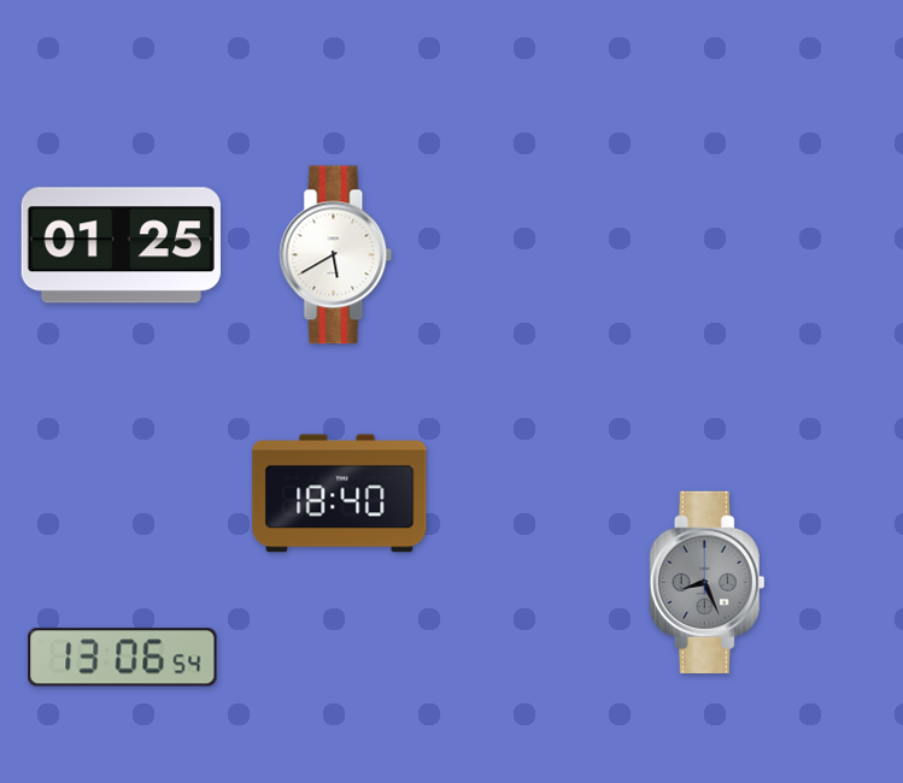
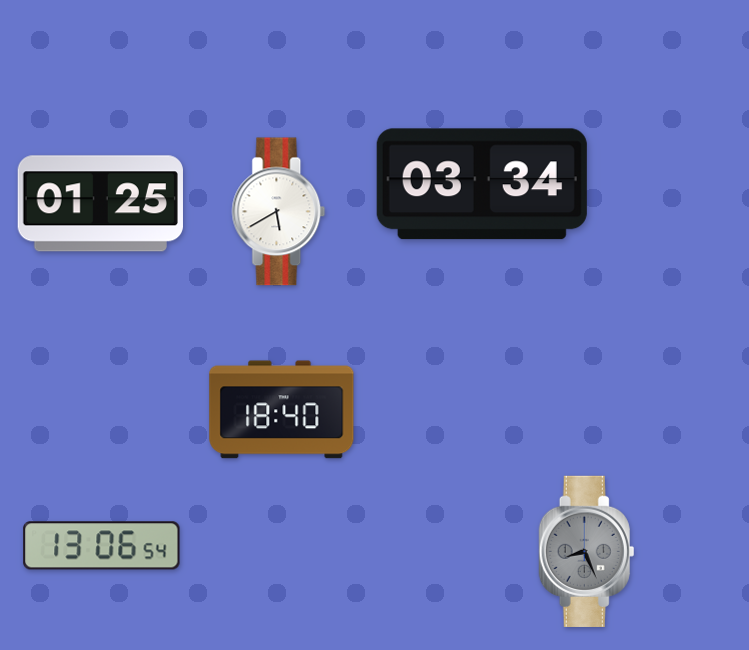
clock at (482, 184): none -> 03:34
clock at (708, 582) position: (708, 582) -> (587, 551)
